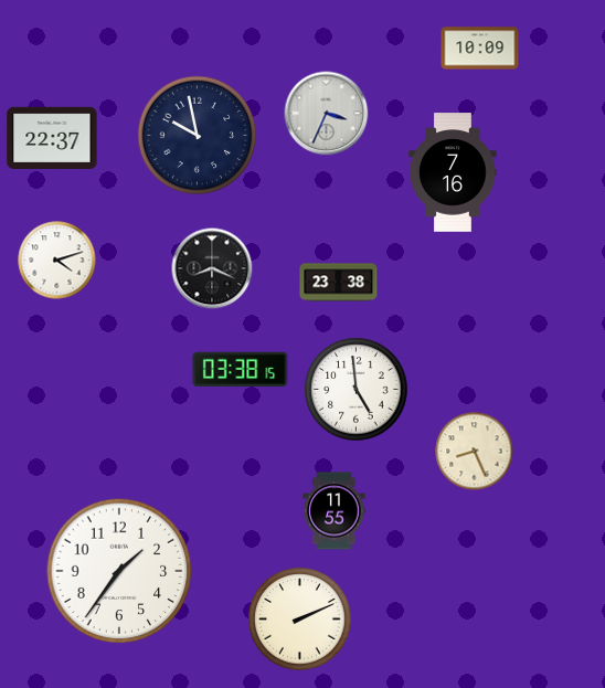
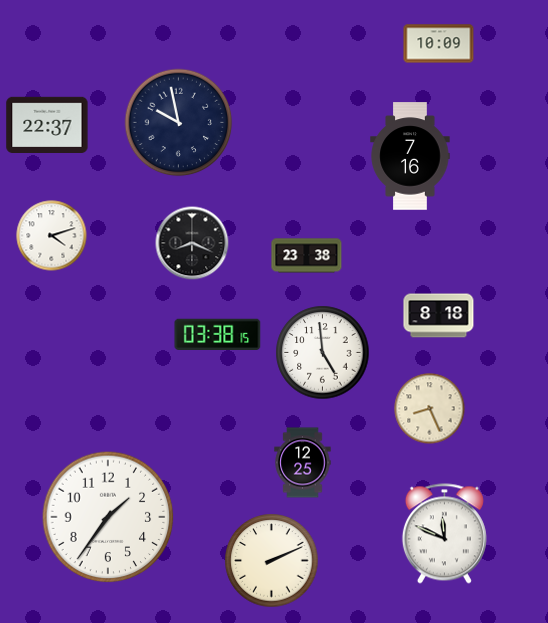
clock at (480, 49) position: (480, 49) -> (439, 44)
clock at (327, 114): 3:34 -> none
clock at (439, 316): none -> 8:18
clock at (335, 511): 11:55 -> 12:25
clock at (444, 534): none -> 11:49
